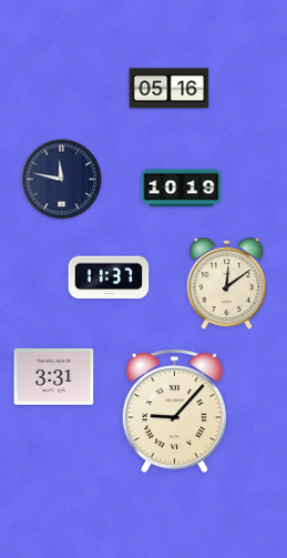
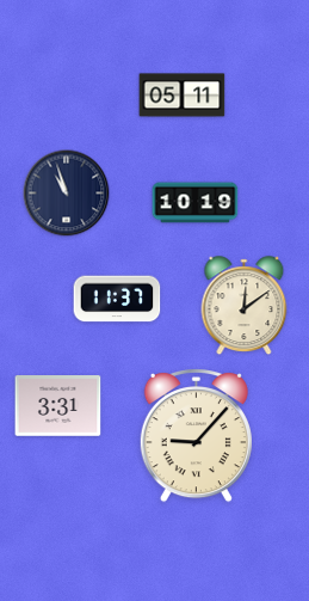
clock at (170, 89): 05:16 -> 05:11
clock at (62, 180): 11:47 -> 10:57
clock at (174, 412) position: (174, 412) -> (196, 436)
